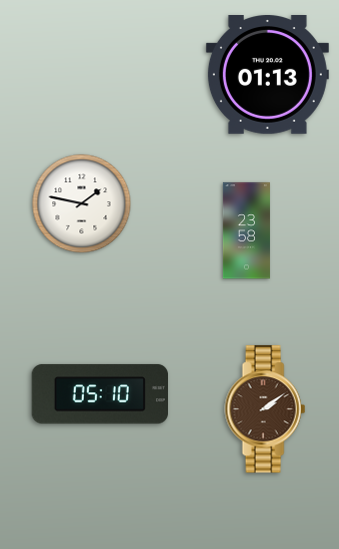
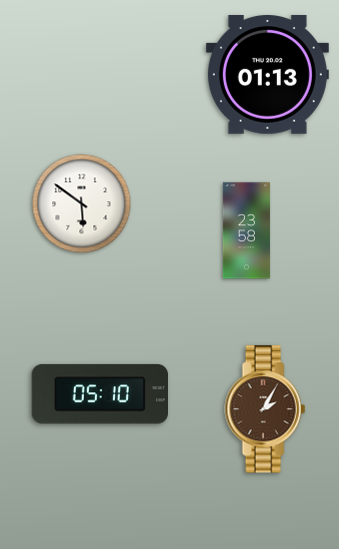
clock at (82, 204): 1:47 -> 5:51
clock at (265, 409): 2:09 -> 2:05
